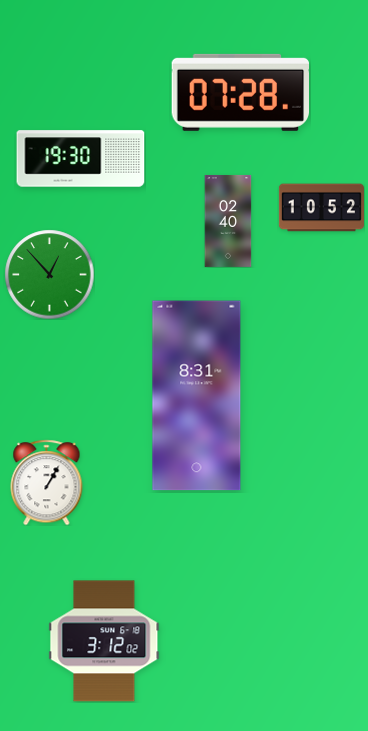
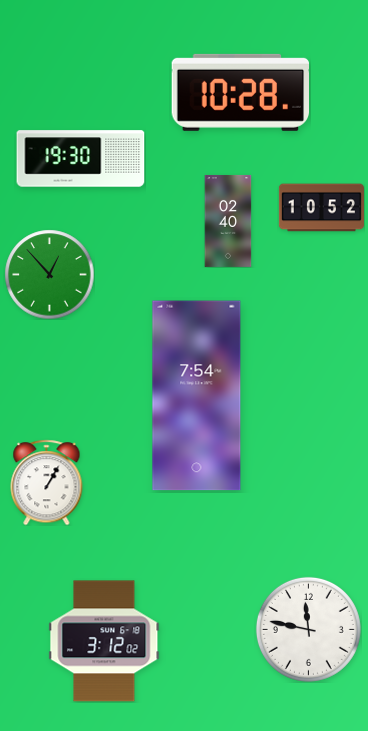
clock at (240, 92): 07:28 -> 10:28
clock at (197, 396): 8:31 -> 7:54
clock at (308, 629): none -> 11:47
